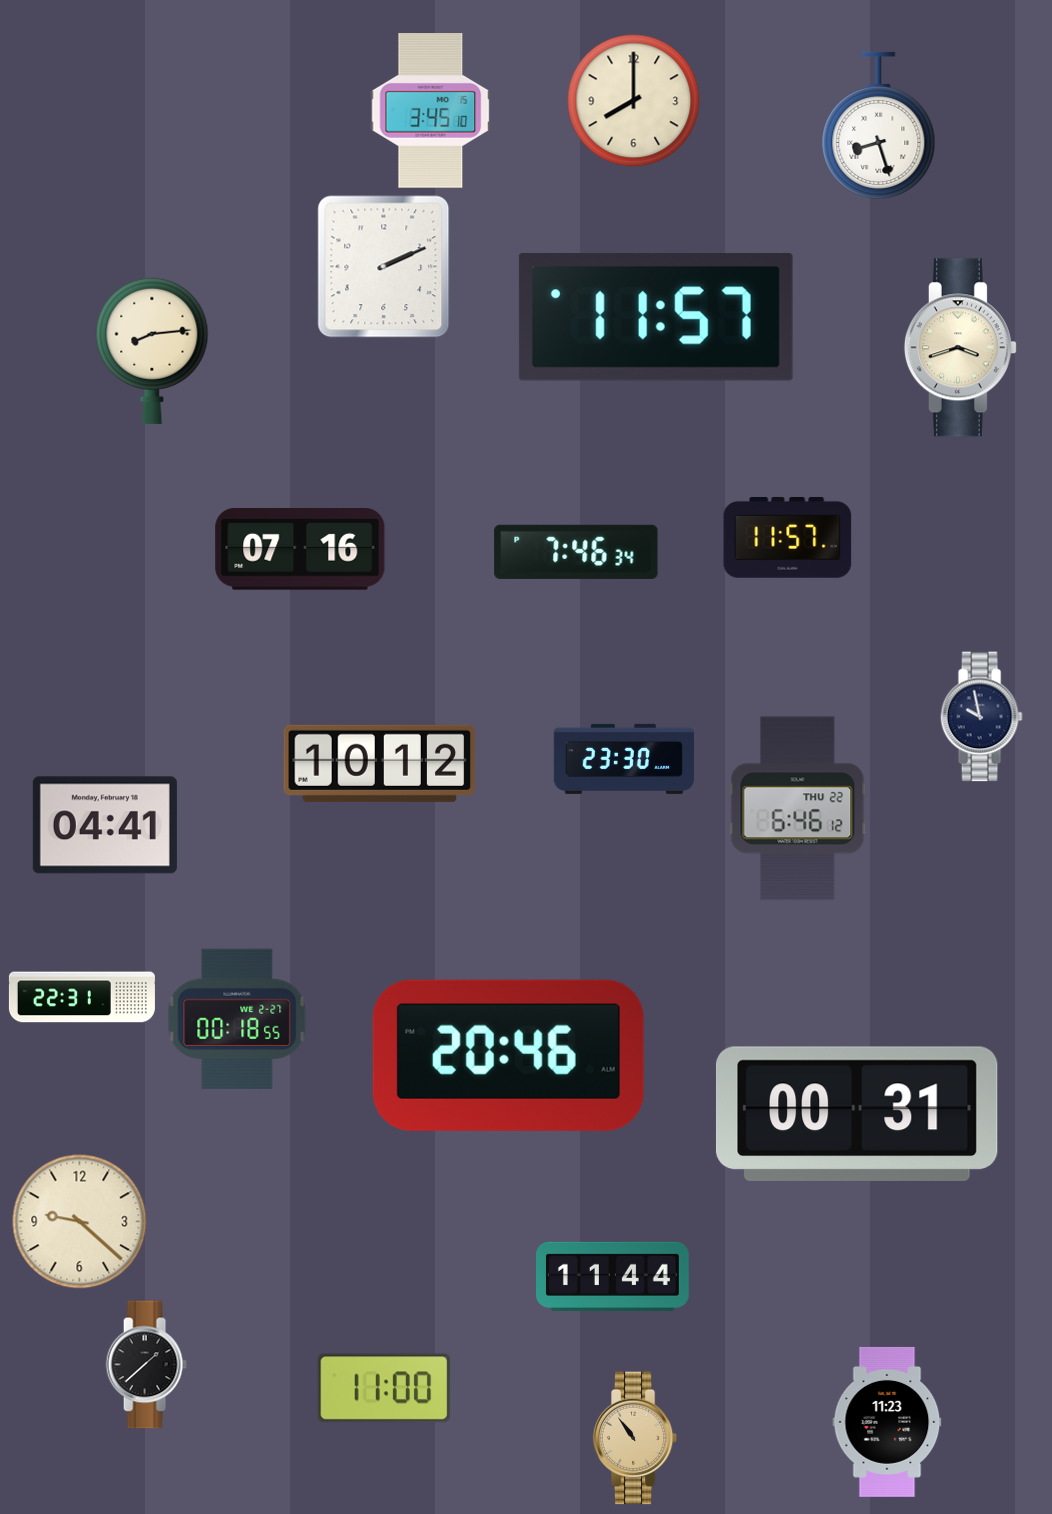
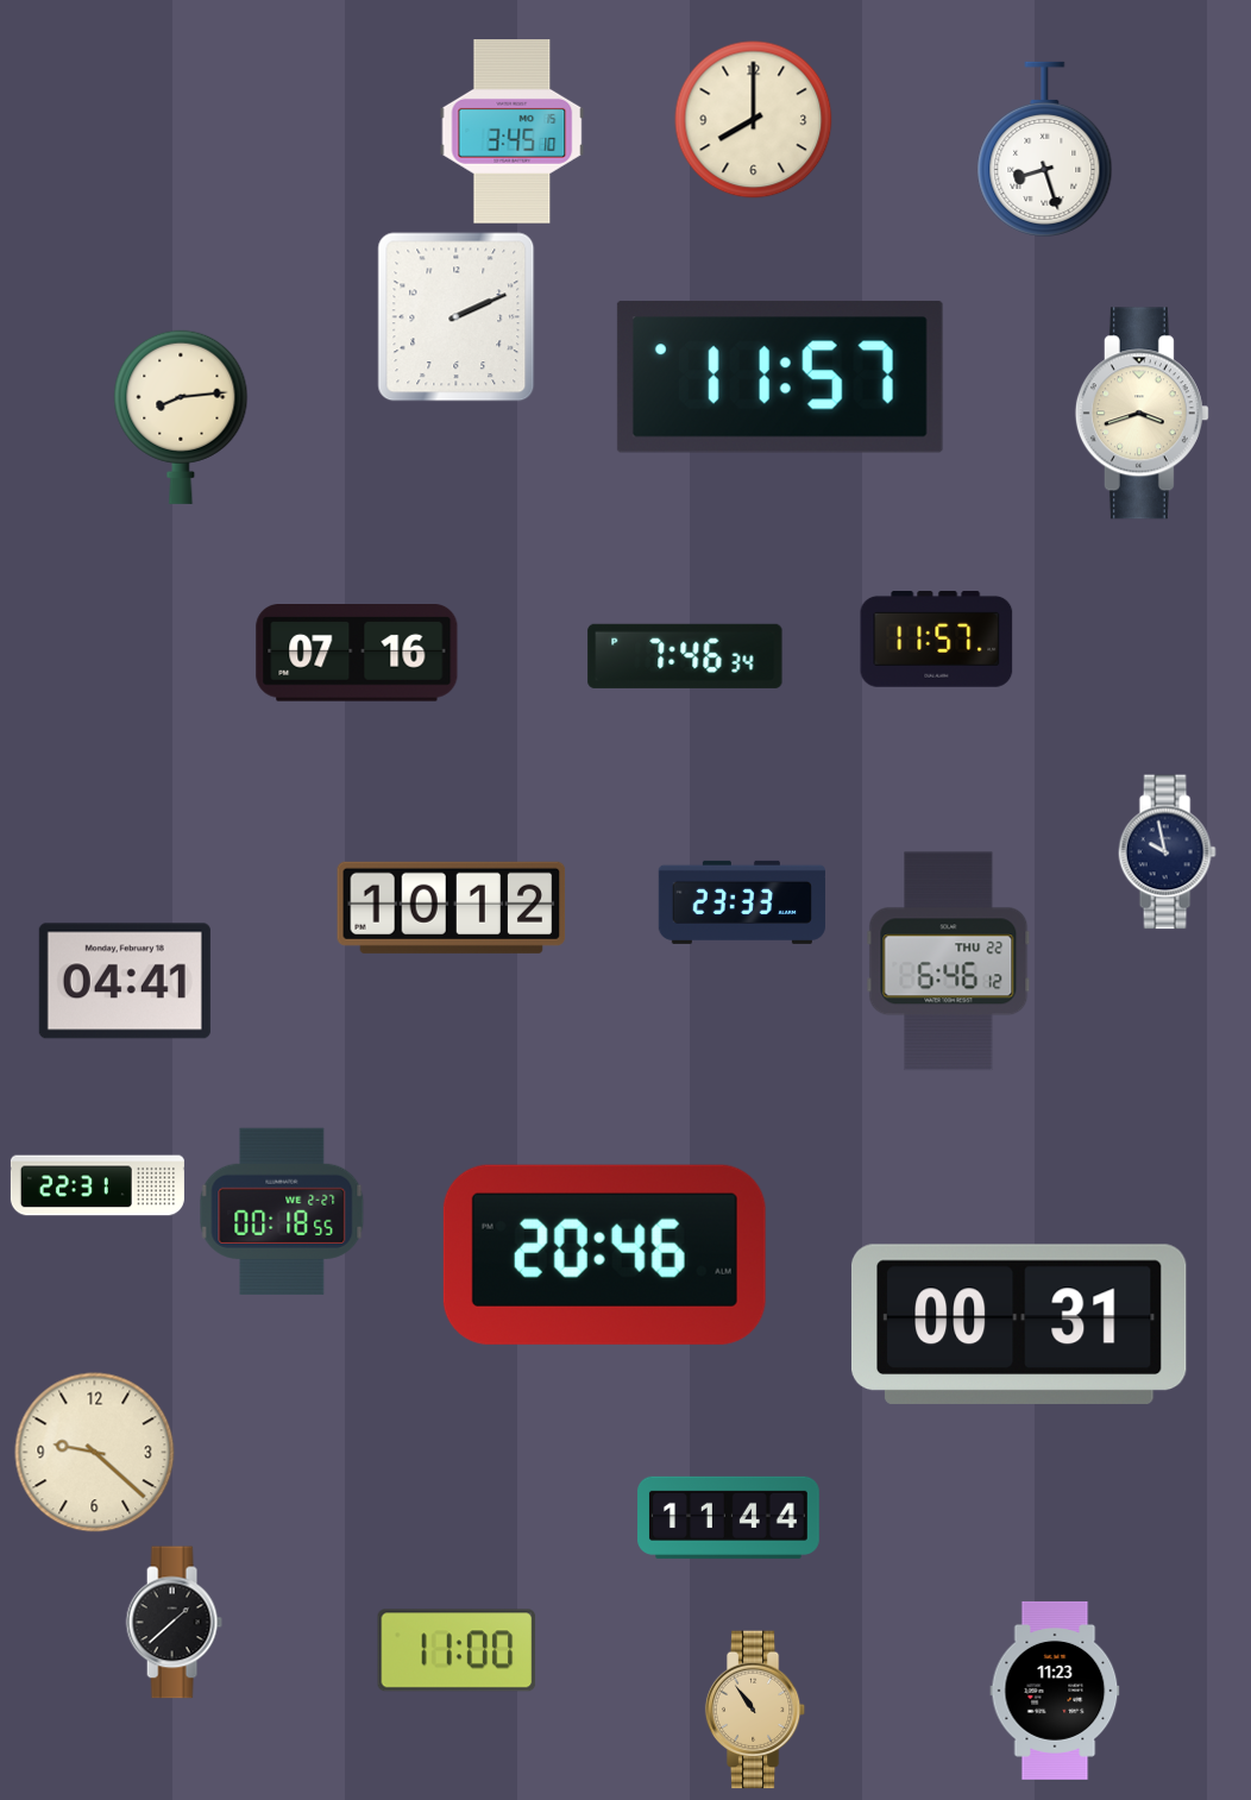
clock at (623, 759): 23:30 -> 23:33
